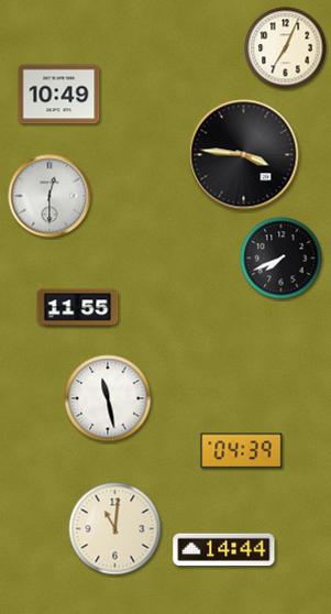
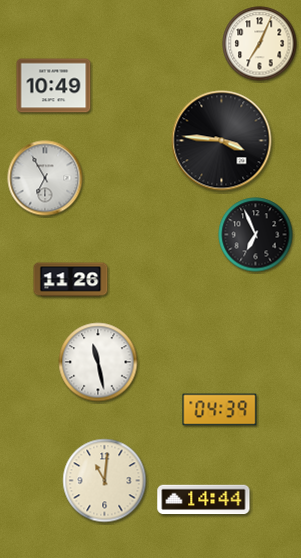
clock at (49, 196): 12:30 -> 6:55
clock at (282, 259): 7:41 -> 6:56
clock at (78, 308): 11:55 -> 11:26
